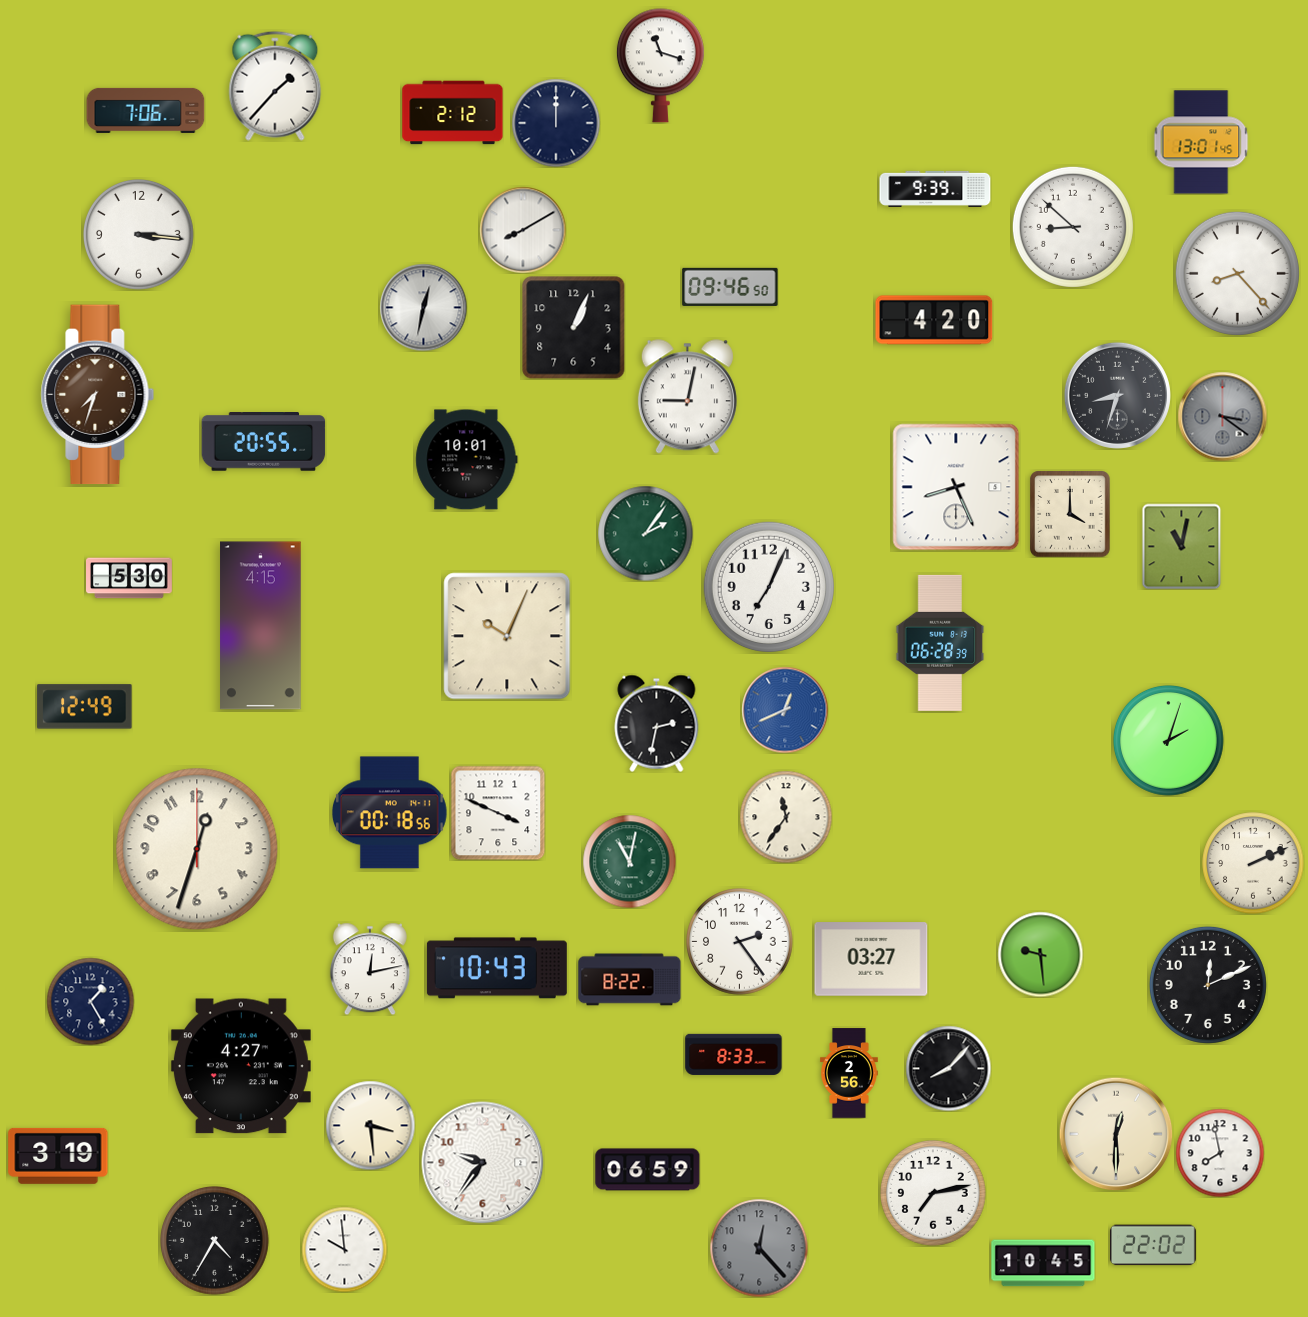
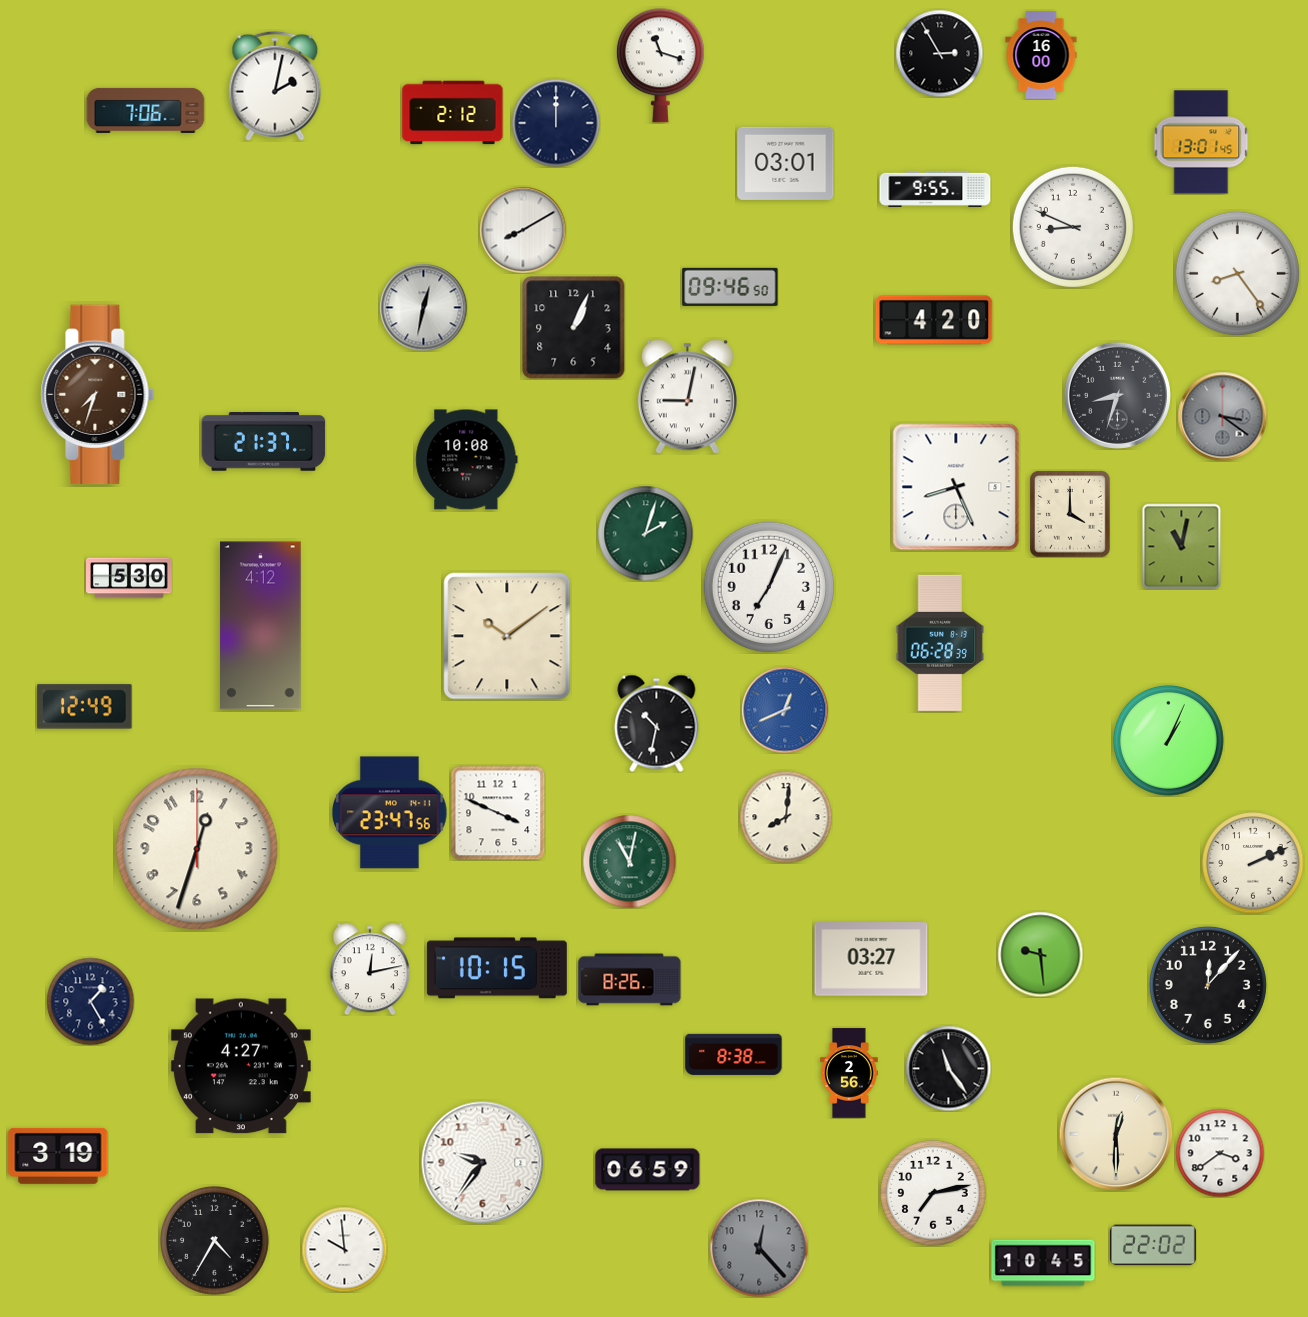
clock at (939, 53): none -> 2:55
clock at (1041, 55): none -> 16:00
clock at (275, 86): 1:37 -> 2:02
clock at (786, 163): none -> 03:01
clock at (935, 189): 9:39 -> 9:55
clock at (1073, 227): 8:52 -> 8:49
clock at (139, 235): 3:16 -> none
clock at (1237, 273): 8:23 -> 8:24
clock at (264, 442): 20:55 -> 21:37
clock at (467, 460): 10:01 -> 10:08
clock at (645, 533): 2:06 -> 2:03
clock at (261, 626): 4:15 -> 4:12
clock at (507, 636): 10:04 -> 10:09
clock at (657, 723): 2:32 -> 10:32
clock at (1169, 741): 2:03 -> 1:04
clock at (389, 813): 00:18 -> 23:47
clock at (786, 817): 11:36 -> 8:01
clock at (740, 942): 2:24 -> none
clock at (497, 968): 10:43 -> 10:15
clock at (630, 980): 8:22 -> 8:26
clock at (1208, 985): 12:11 -> 12:07
clock at (734, 1054): 8:33 -> 8:38
clock at (948, 1068): 8:07 -> 11:24
clock at (370, 1125): 3:29 -> none
clock at (1220, 1153): 7:58 -> 3:39
